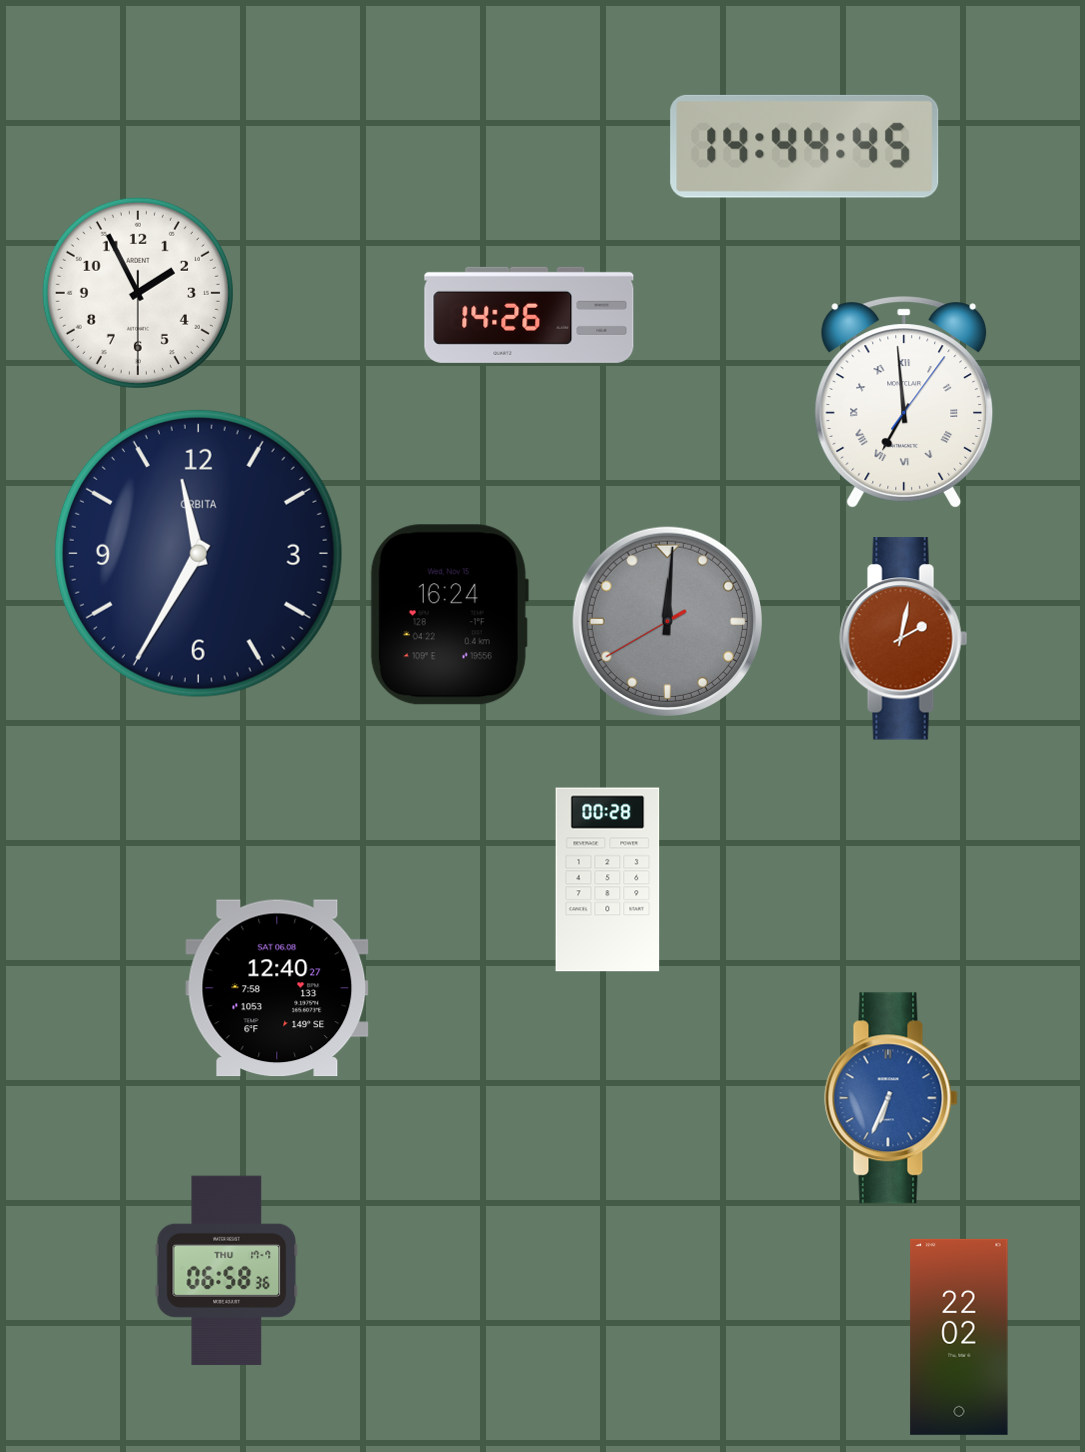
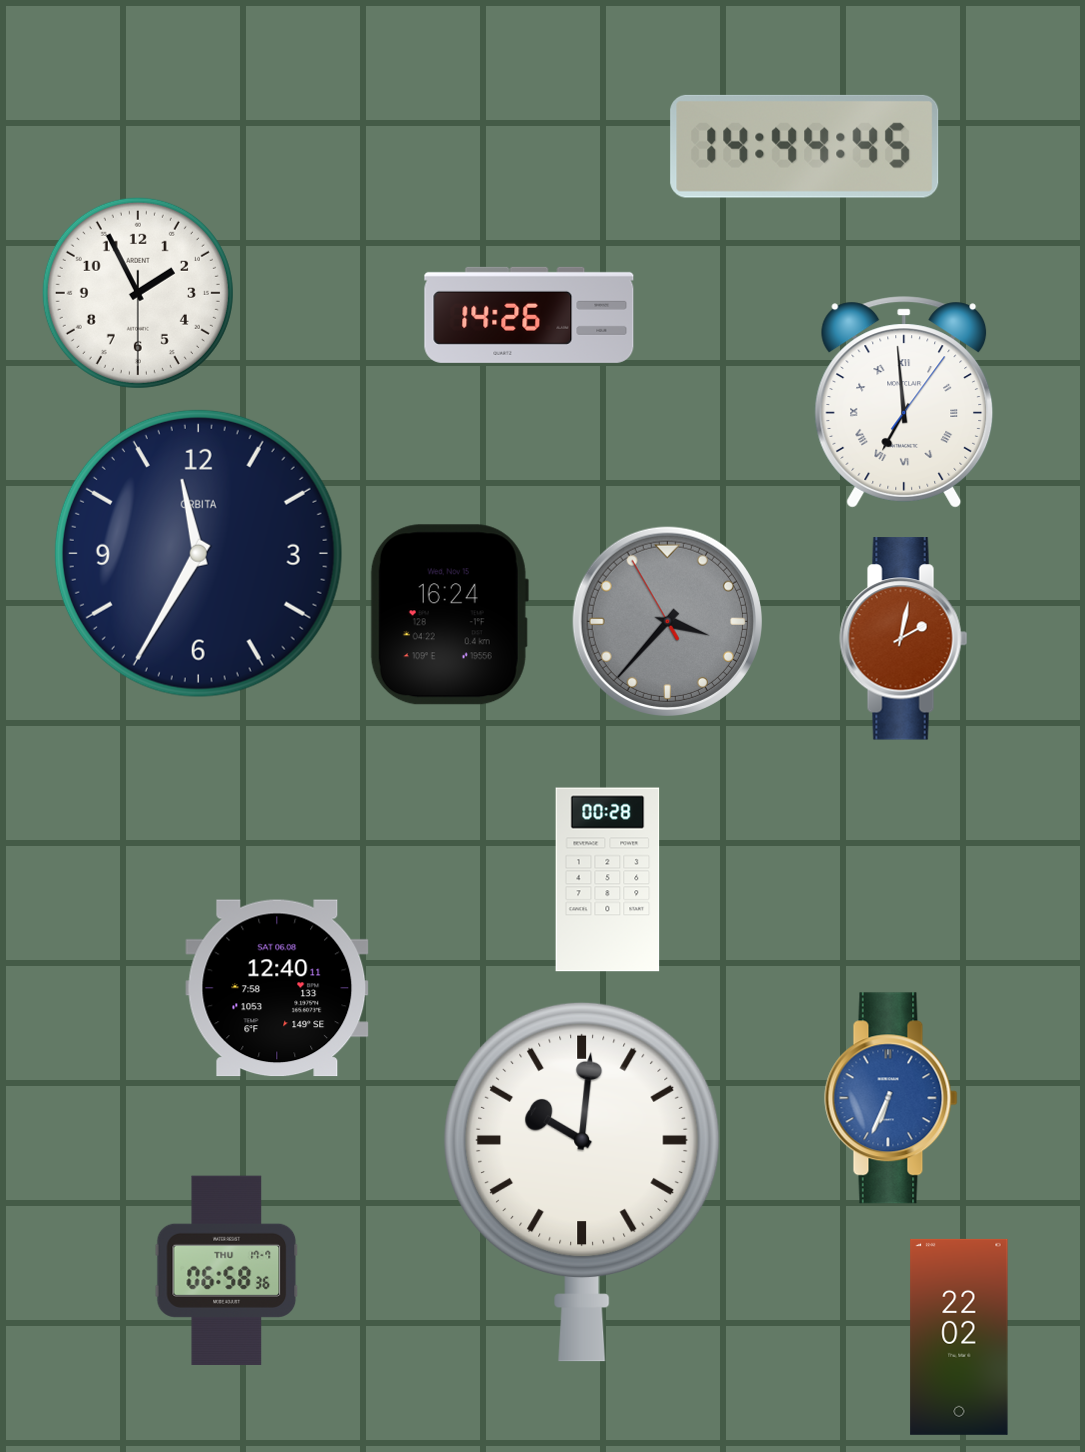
clock at (667, 621): 12:00 -> 3:36
clock at (277, 988): 12:40:27 -> 12:40:11
clock at (583, 1182): none -> 10:01
